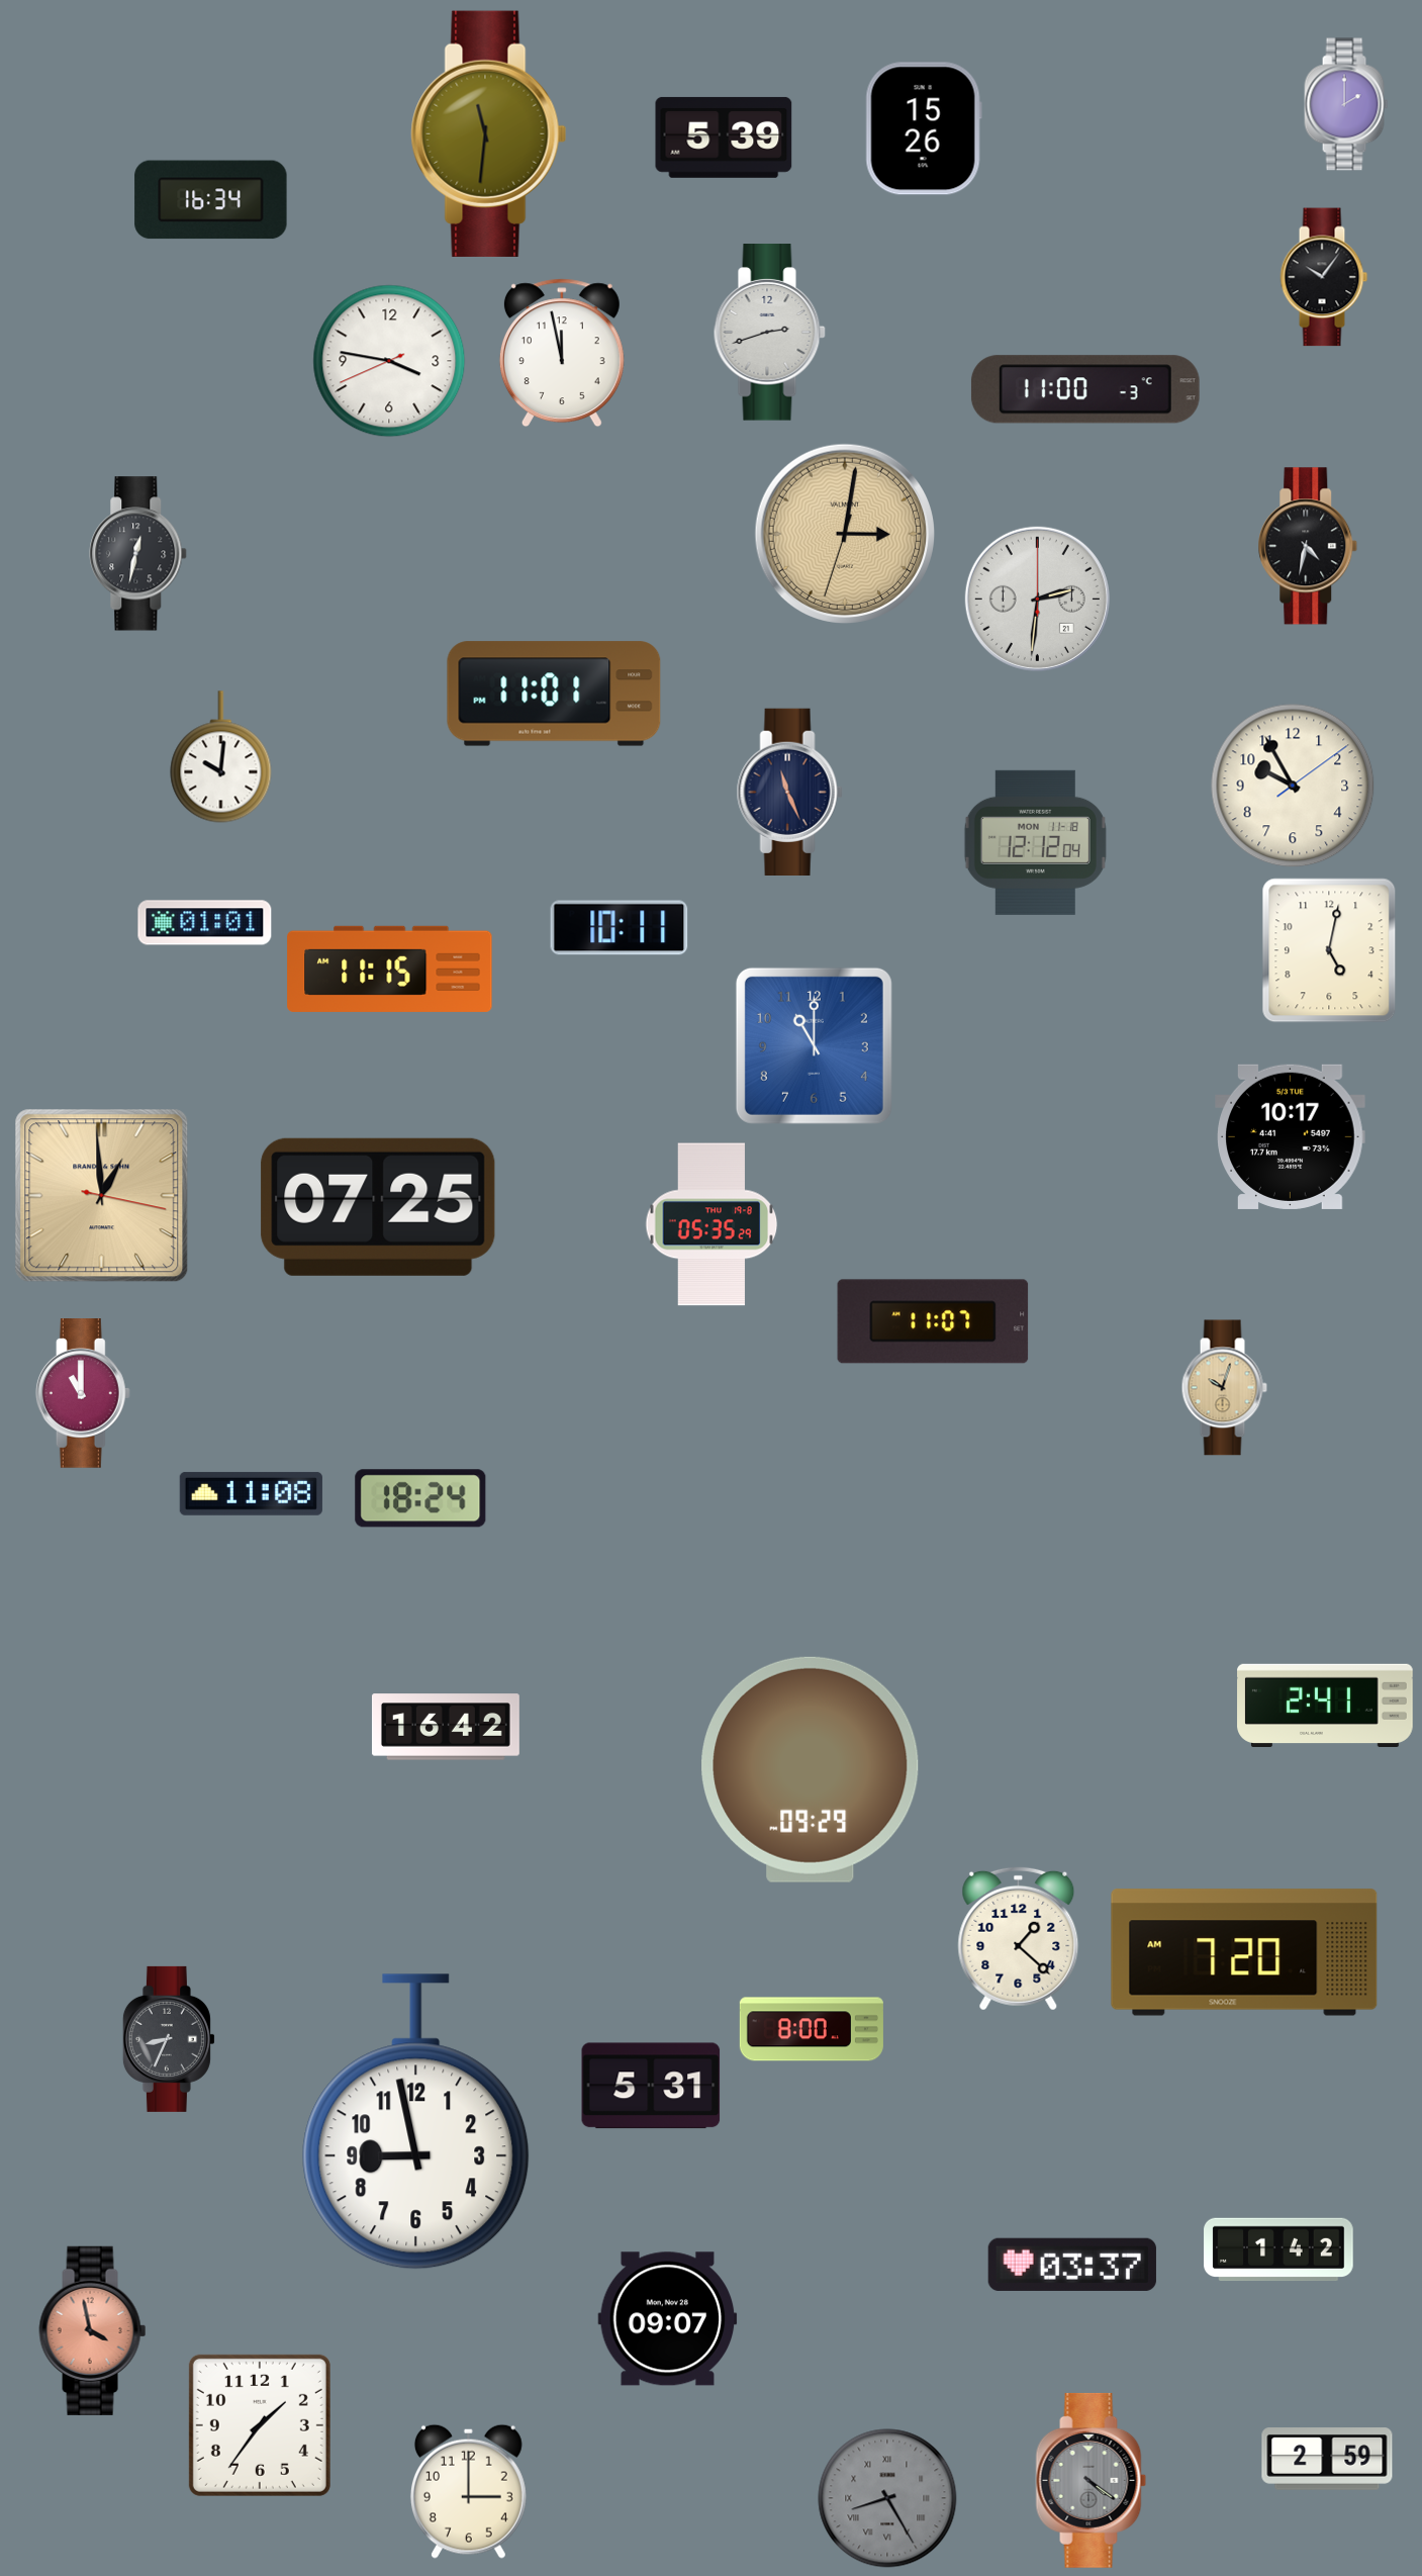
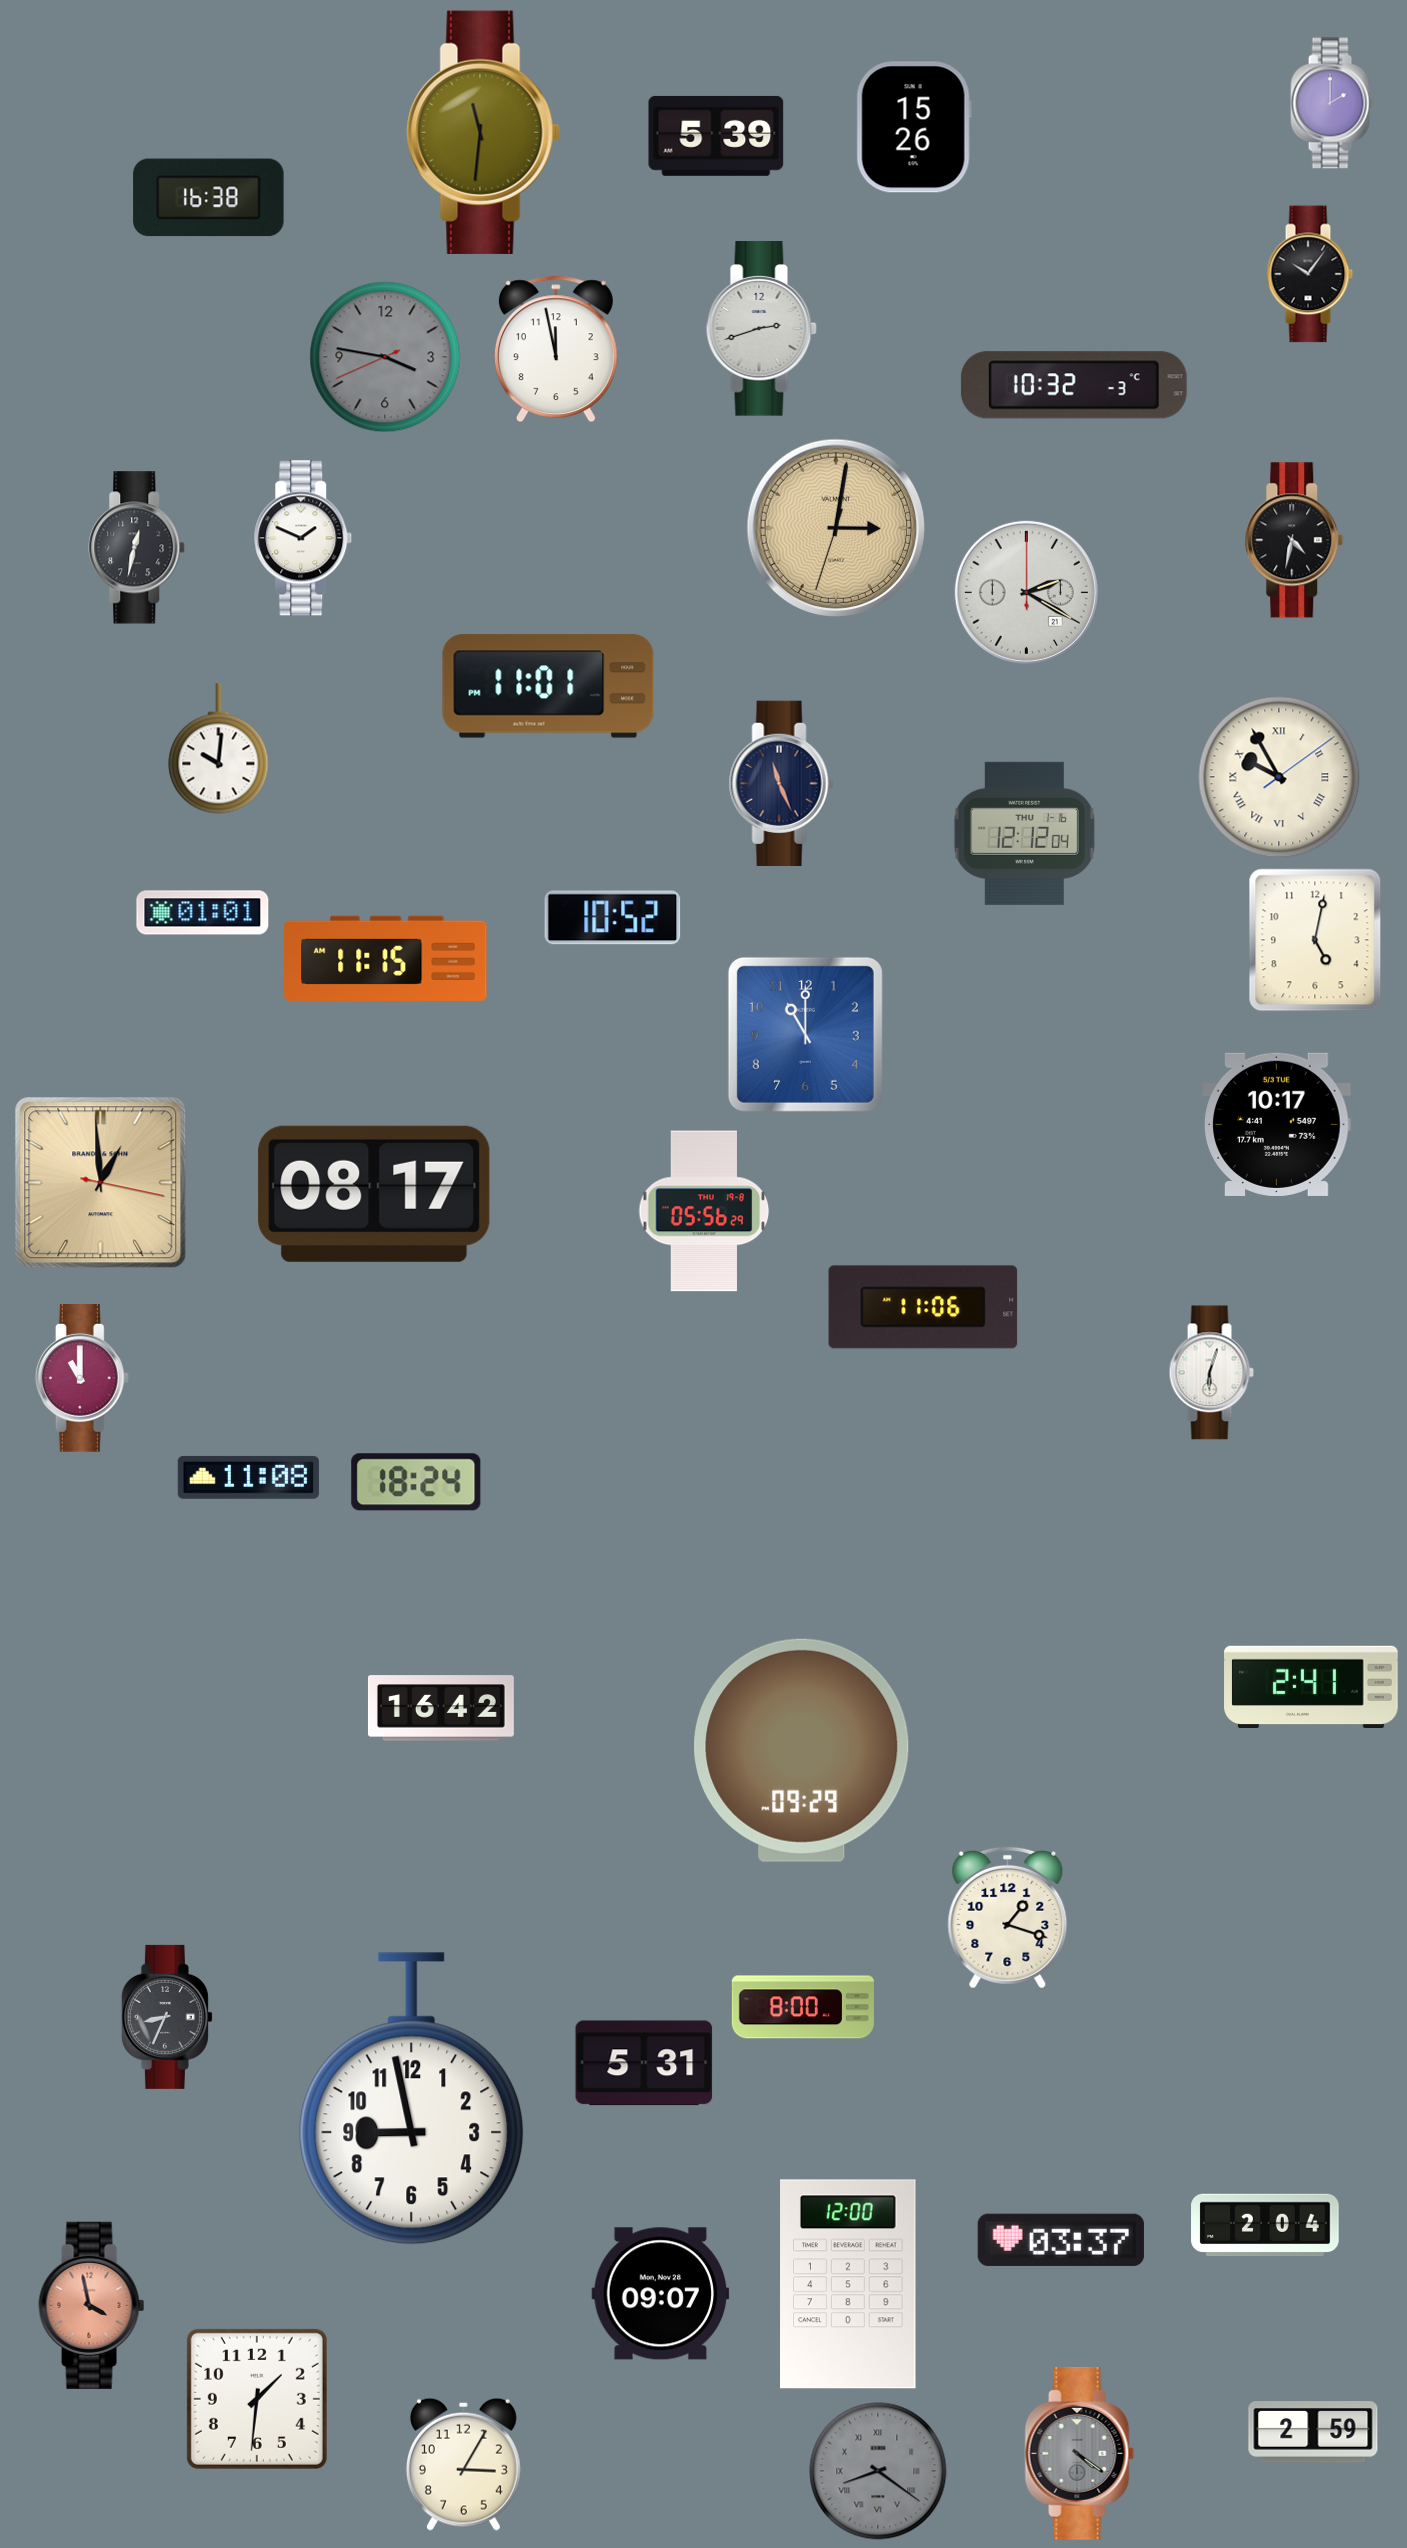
clock at (211, 200): 16:34 -> 16:38
clock at (389, 361) dial: white -> grey
clock at (1085, 389): 11:00 -> 10:32
clock at (303, 538): none -> 1:49
clock at (1037, 599): 2:31 -> 2:20
clock at (1293, 786) numerals: Arabic -> Roman
clock at (1035, 842) date: MON 11-18 -> THU 1-16
clock at (620, 928): 10:11 -> 10:52
clock at (378, 1207): 07:25 -> 08:17
clock at (712, 1224): 05:35 -> 05:56
clock at (933, 1321): 11:07 -> 11:06
clock at (1224, 1388): 10:03 -> 6:03
clock at (1224, 1388) dial: champagne -> white
clock at (1019, 1938): 1:22 -> 1:18
clock at (1244, 1952): 7:20 -> none
clock at (1278, 2249): 1:42 -> 2:04
clock at (848, 2284): none -> 12:00
clock at (260, 2425): 1:36 -> 1:31
clock at (468, 2491): 3:00 -> 3:05
clock at (887, 2498): 8:25 -> 8:21
